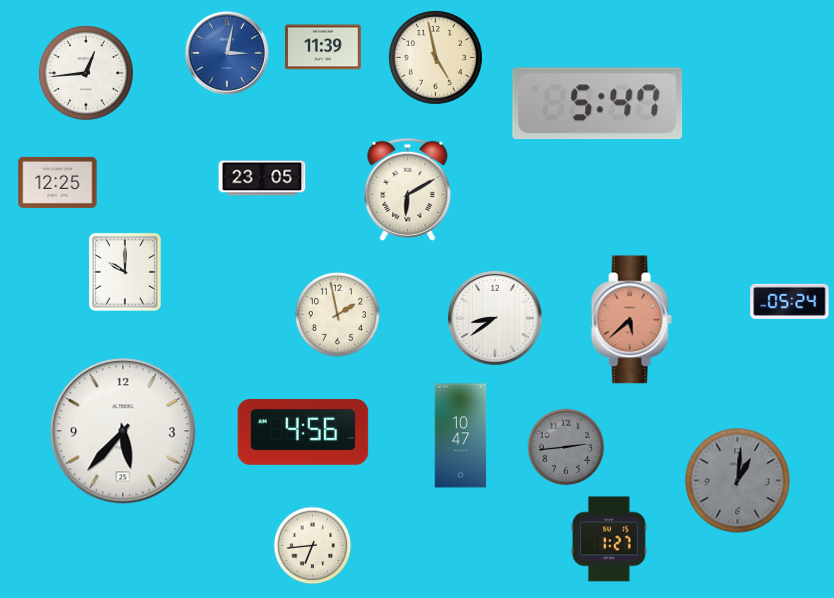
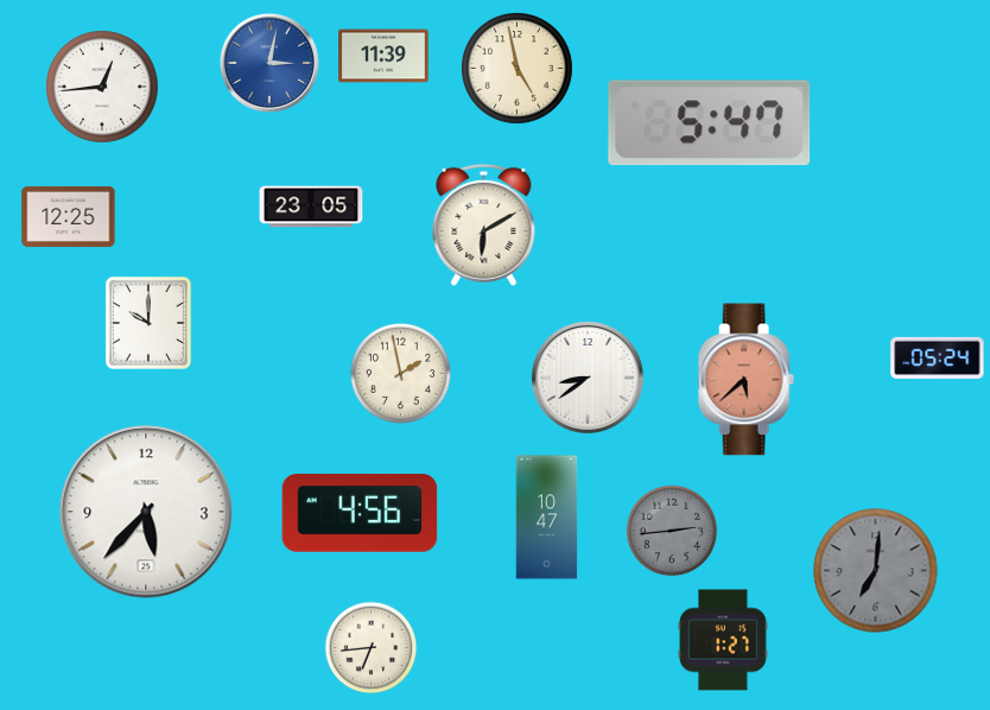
clock at (262, 178) position: (262, 178) -> (311, 207)
clock at (631, 320) position: (631, 320) -> (745, 380)
clock at (738, 481): 1:01 -> 7:01
